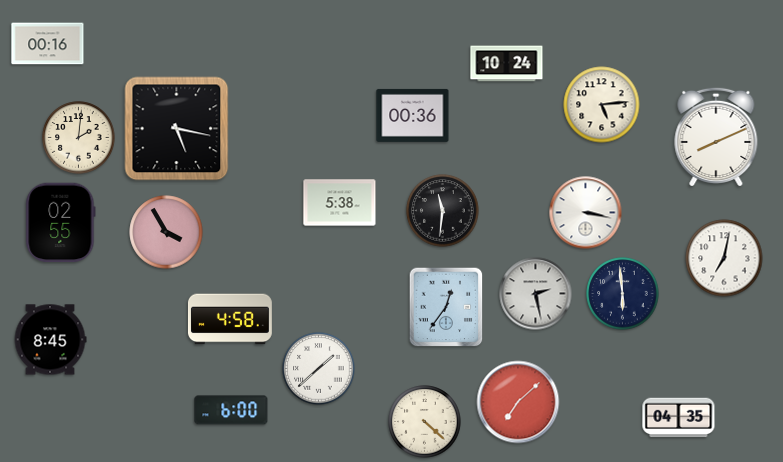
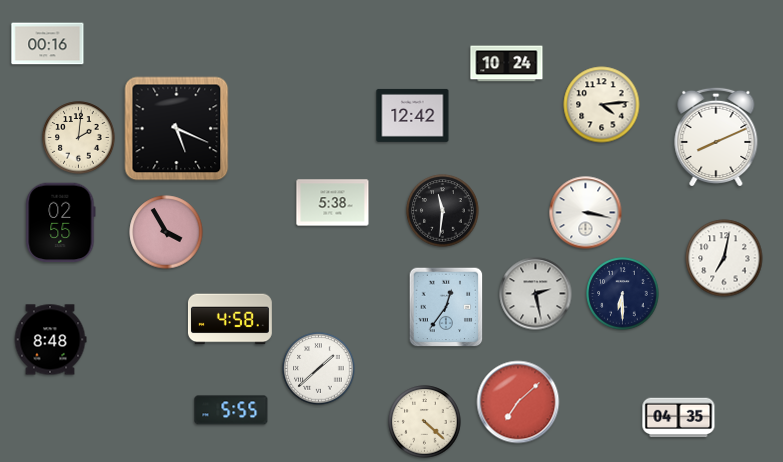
clock at (602, 105): 5:14 -> 4:14
clock at (413, 115): 00:36 -> 12:42
clock at (177, 129): 5:17 -> 5:19
clock at (340, 203) position: (340, 203) -> (333, 203)
clock at (623, 294): 5:59 -> 6:30
clock at (50, 340): 8:45 -> 8:48
clock at (231, 410): 6:00 -> 5:55
